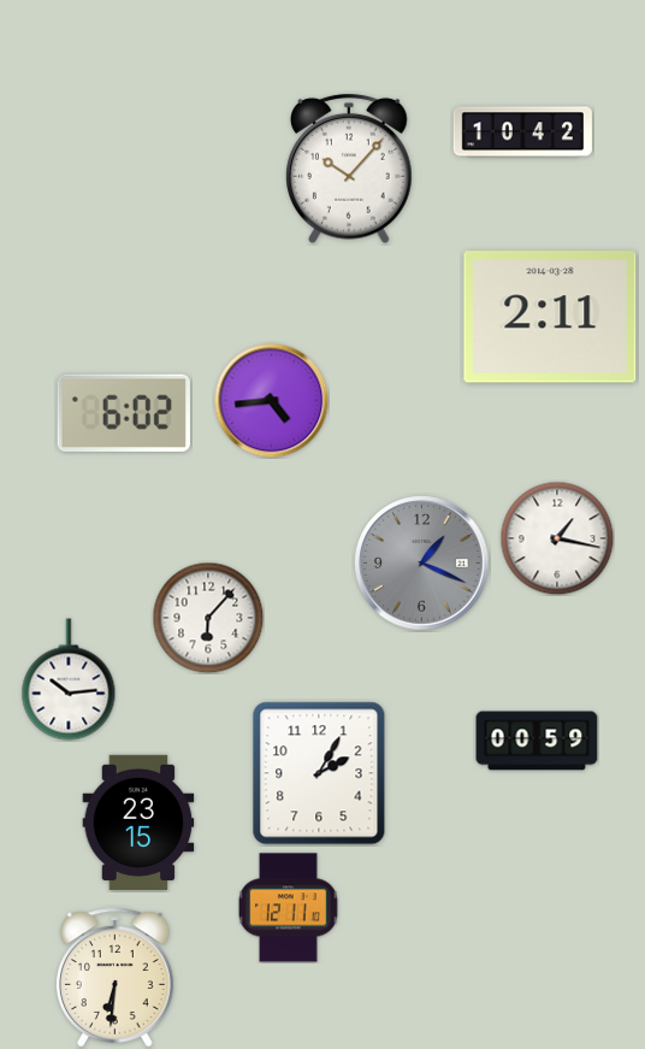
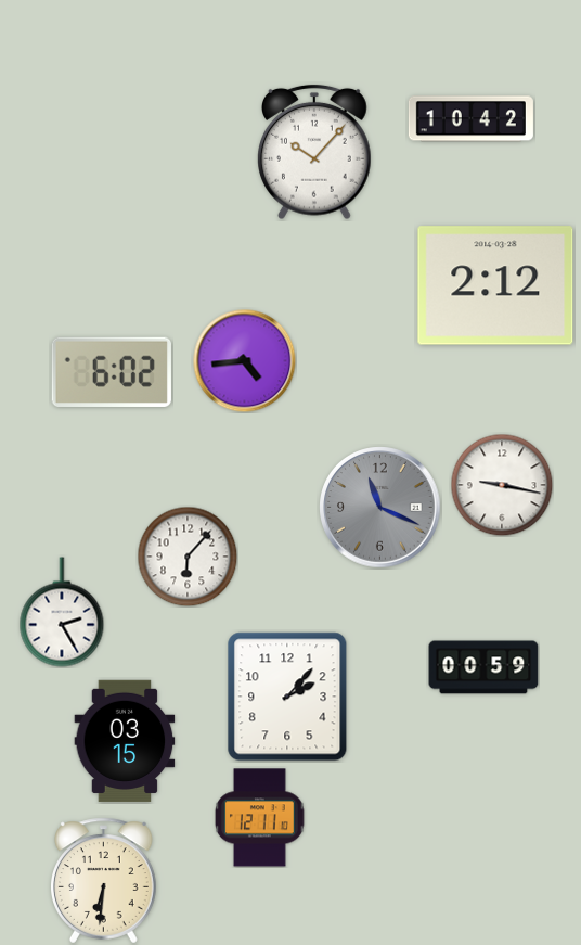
clock at (550, 317): 2:11 -> 2:12
clock at (557, 538): 1:17 -> 9:17
clock at (422, 564): 1:19 -> 11:19
clock at (69, 679): 10:14 -> 2:25
clock at (319, 773): 2:05 -> 2:07
clock at (138, 823): 23:15 -> 03:15
